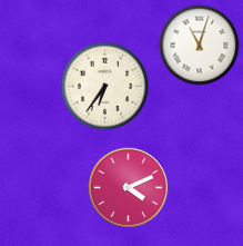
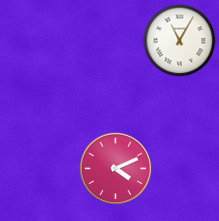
clock at (200, 46): 11:03 -> 11:05
clock at (104, 86): 6:36 -> none
